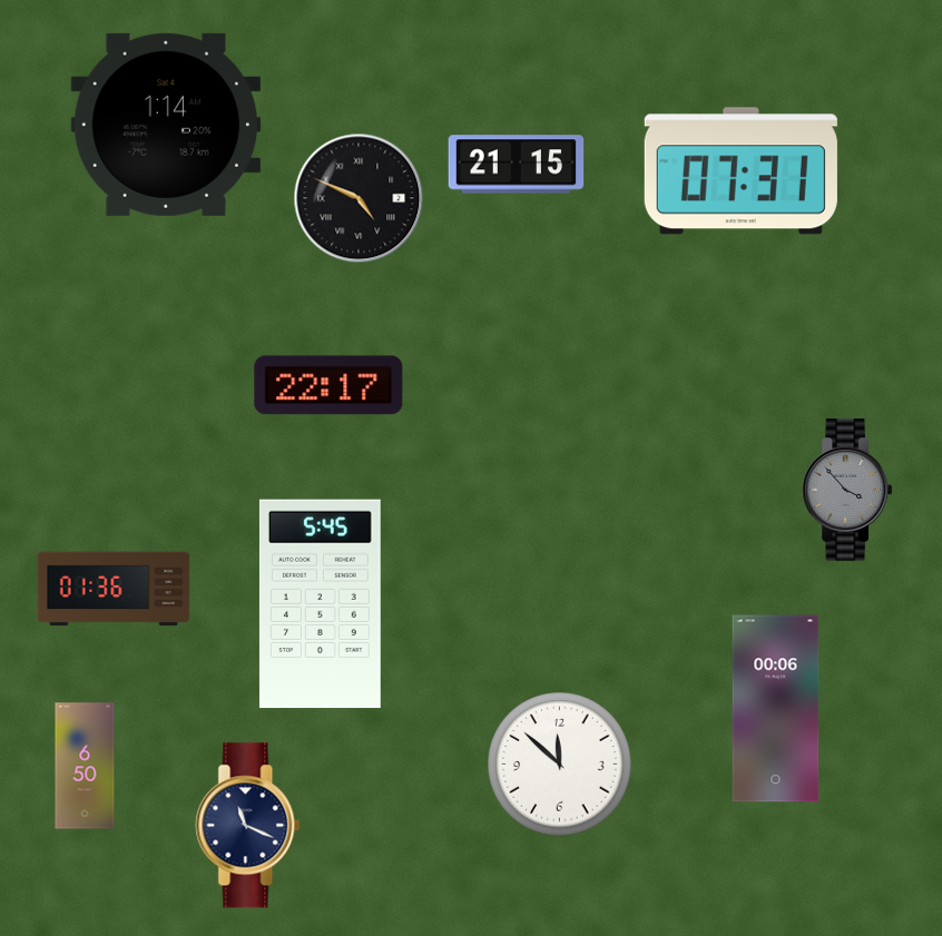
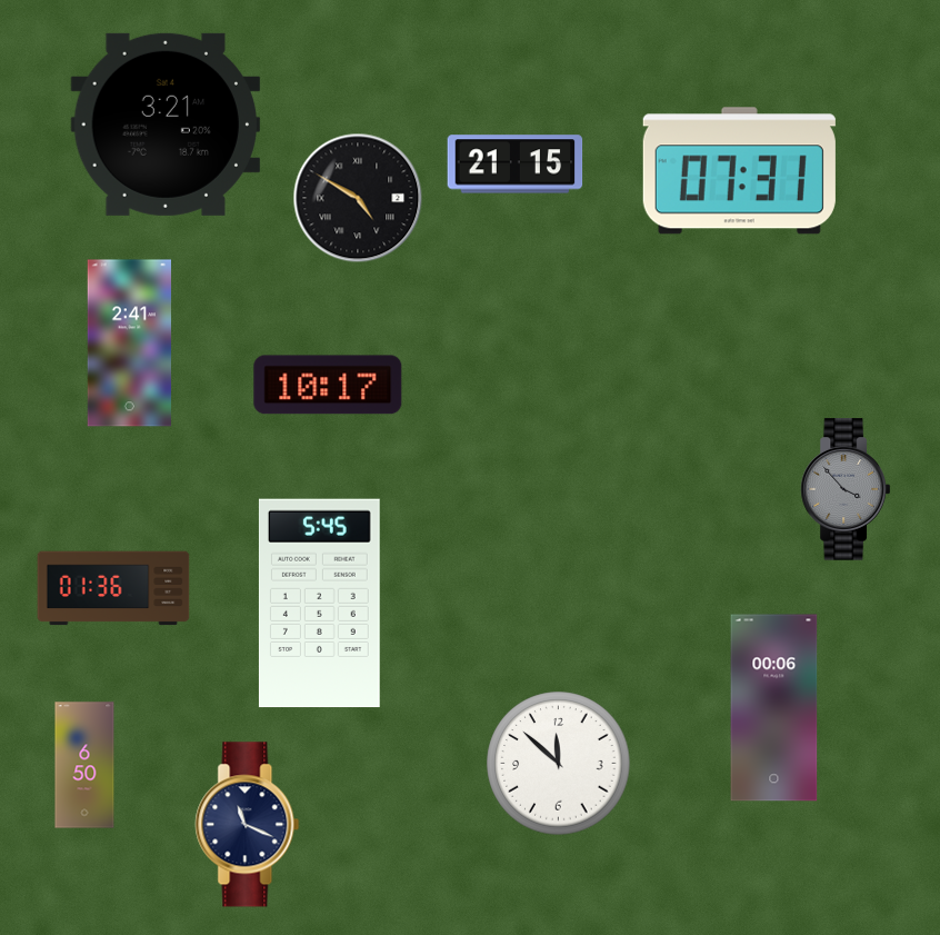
clock at (166, 125): 1:14 -> 3:21
clock at (359, 198): 4:49 -> 4:50
clock at (129, 344): none -> 2:41
clock at (328, 385): 22:17 -> 10:17
